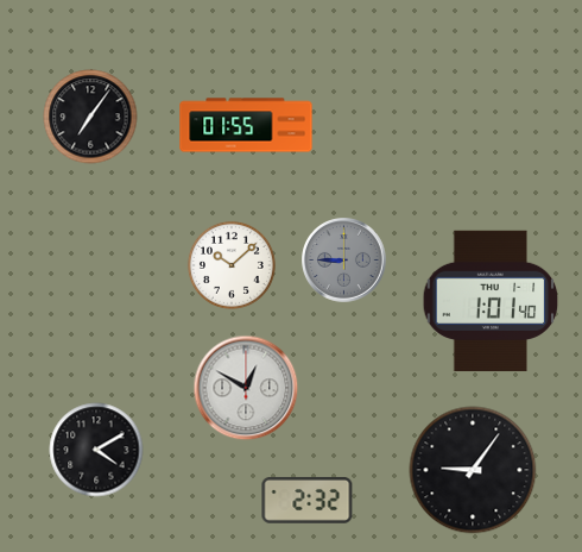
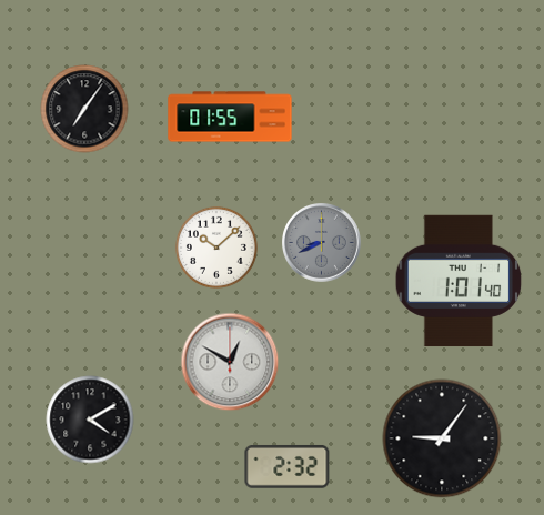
clock at (344, 261): 8:45 -> 8:41
